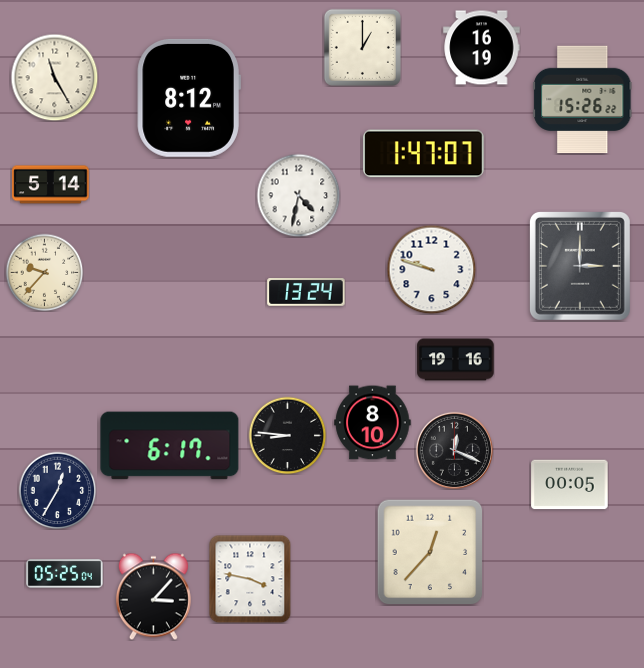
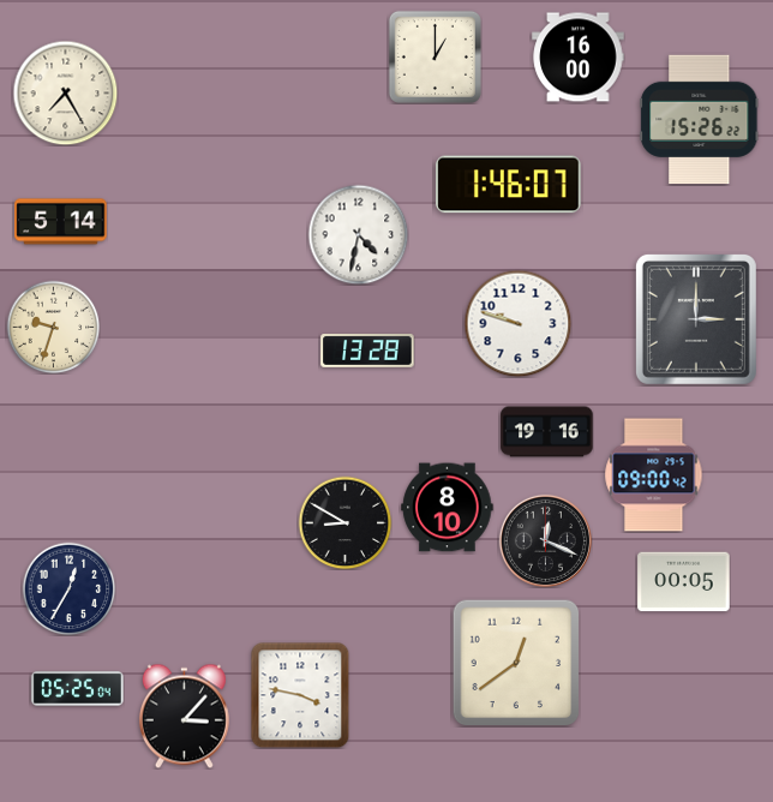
clock at (482, 48): 16:19 -> 16:00
clock at (54, 77): 11:25 -> 7:25
clock at (189, 98): 8:12 -> none
clock at (424, 154): 1:47 -> 1:46
clock at (44, 272): 9:37 -> 9:33
clock at (306, 293): 13:24 -> 13:28
clock at (654, 475): none -> 09:00
clock at (287, 435): 8:46 -> 8:50
clock at (170, 446): 6:17 -> none
clock at (430, 552): 12:37 -> 12:39
